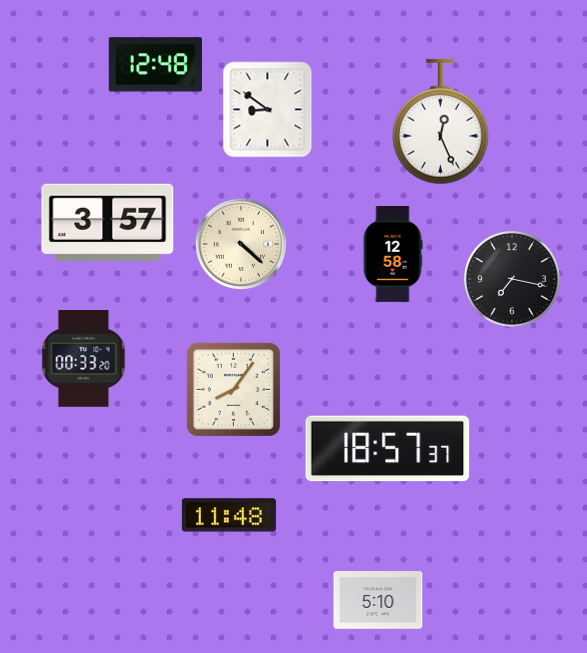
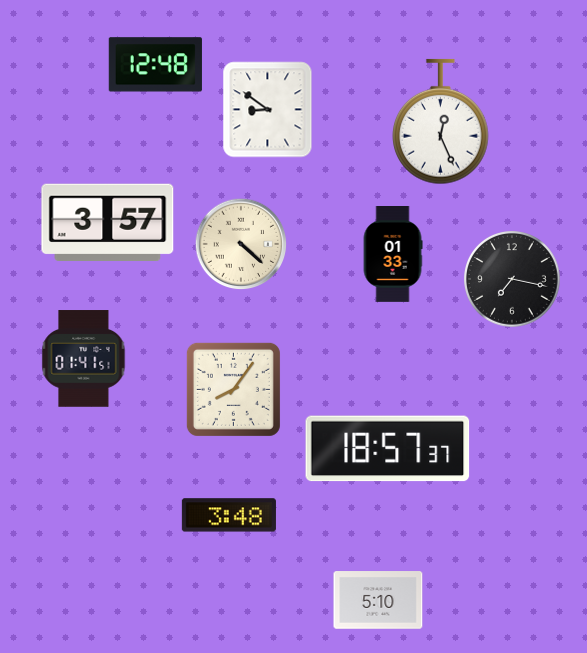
clock at (393, 255): 12:58 -> 01:33
clock at (84, 359): 00:33 -> 01:41
clock at (229, 515): 11:48 -> 3:48
